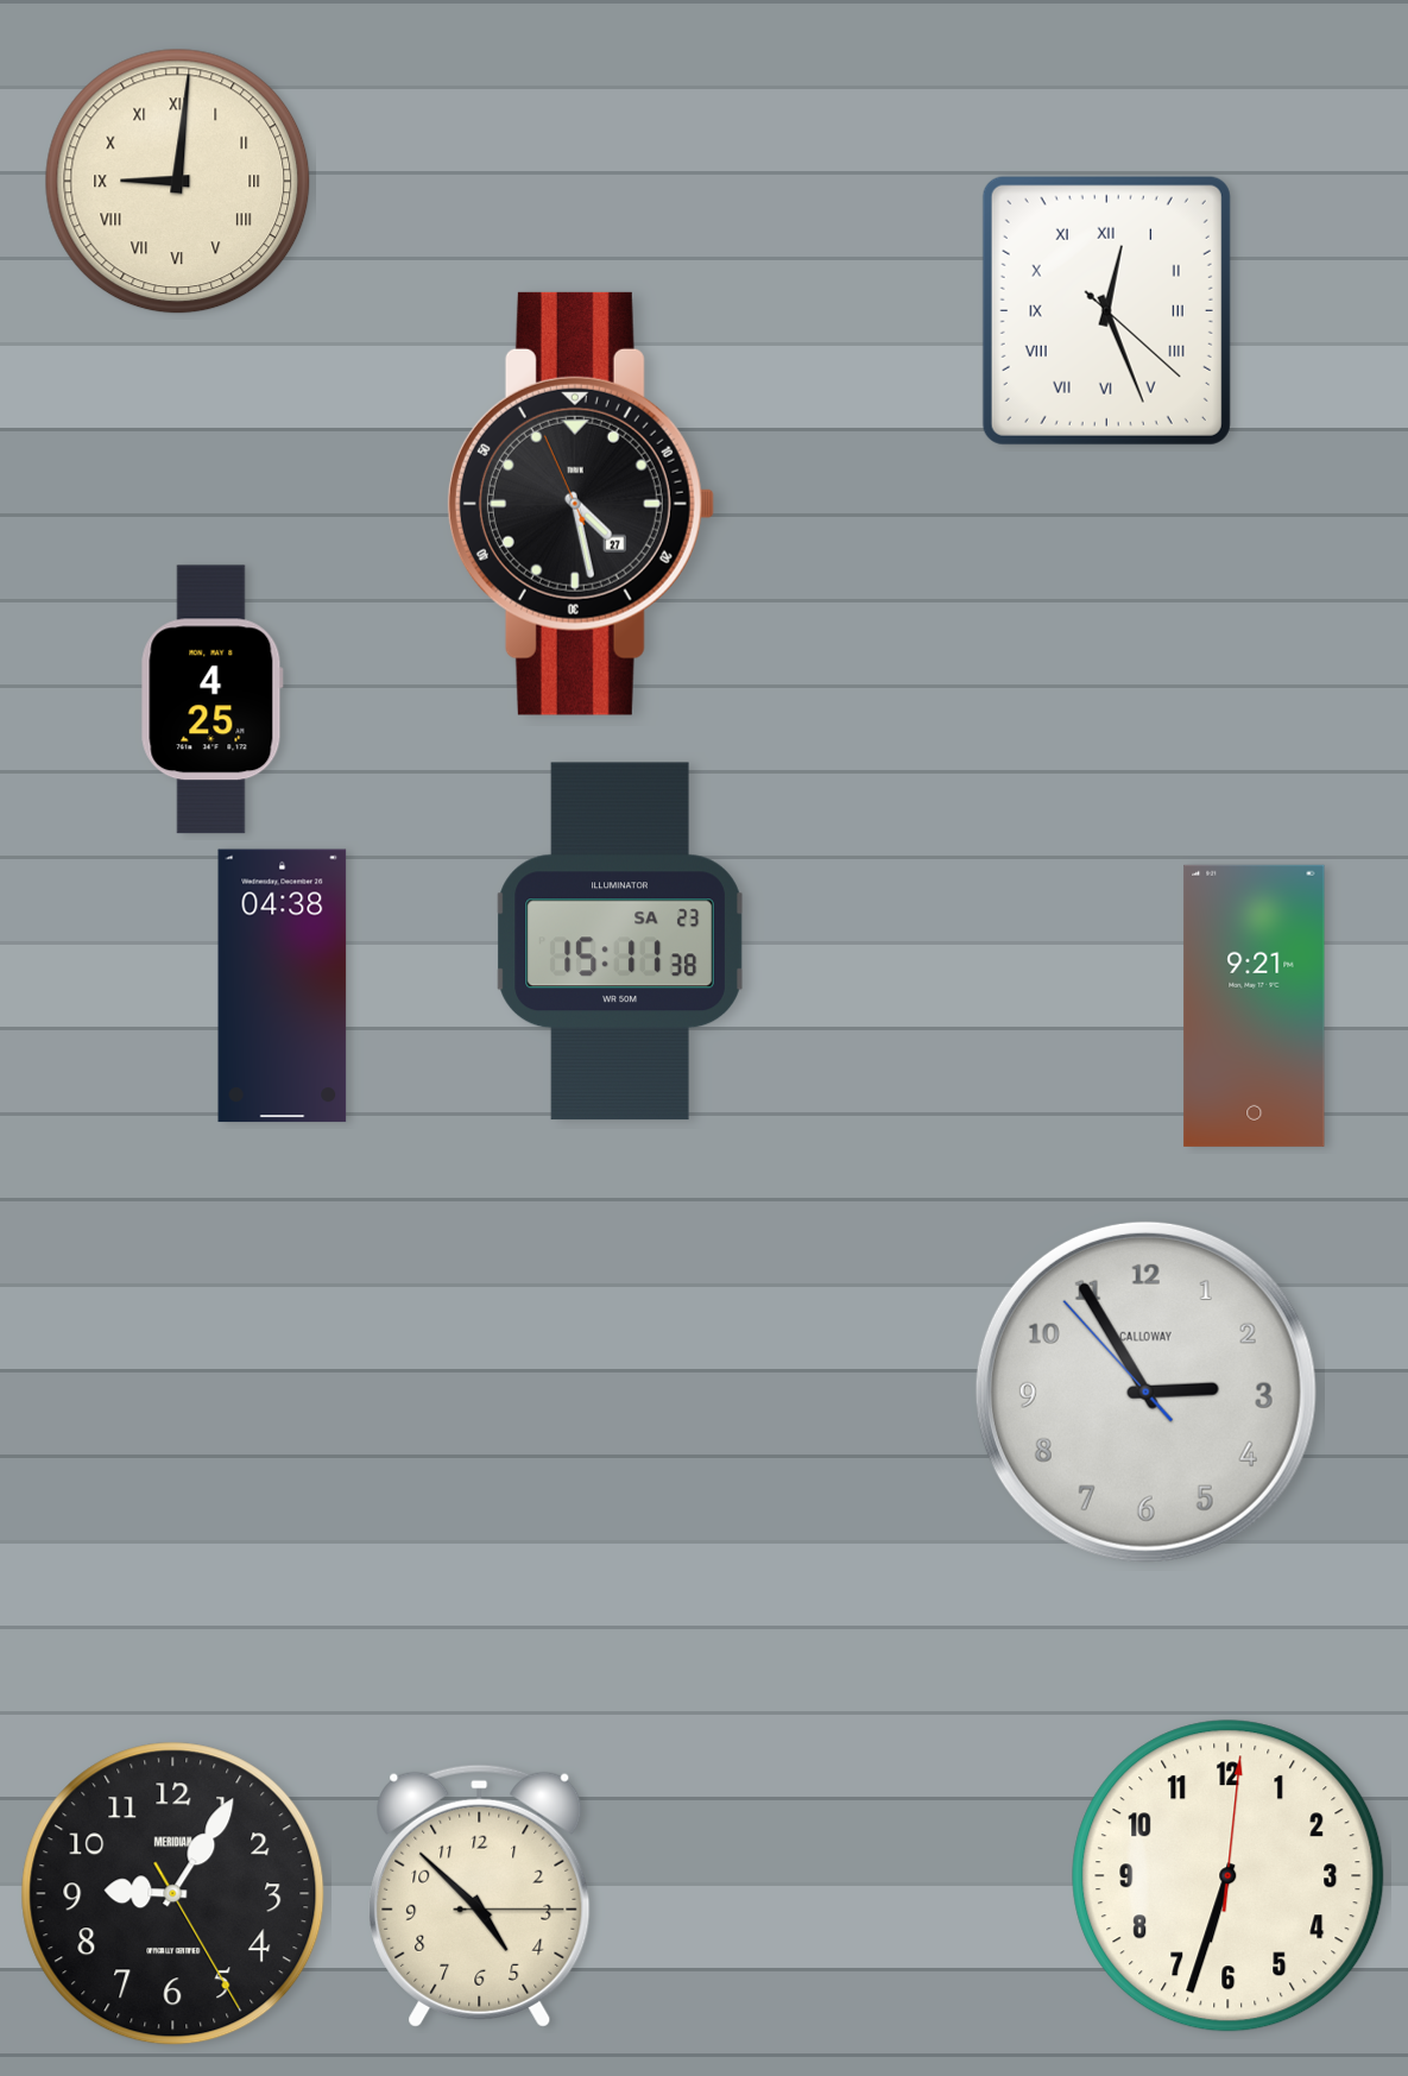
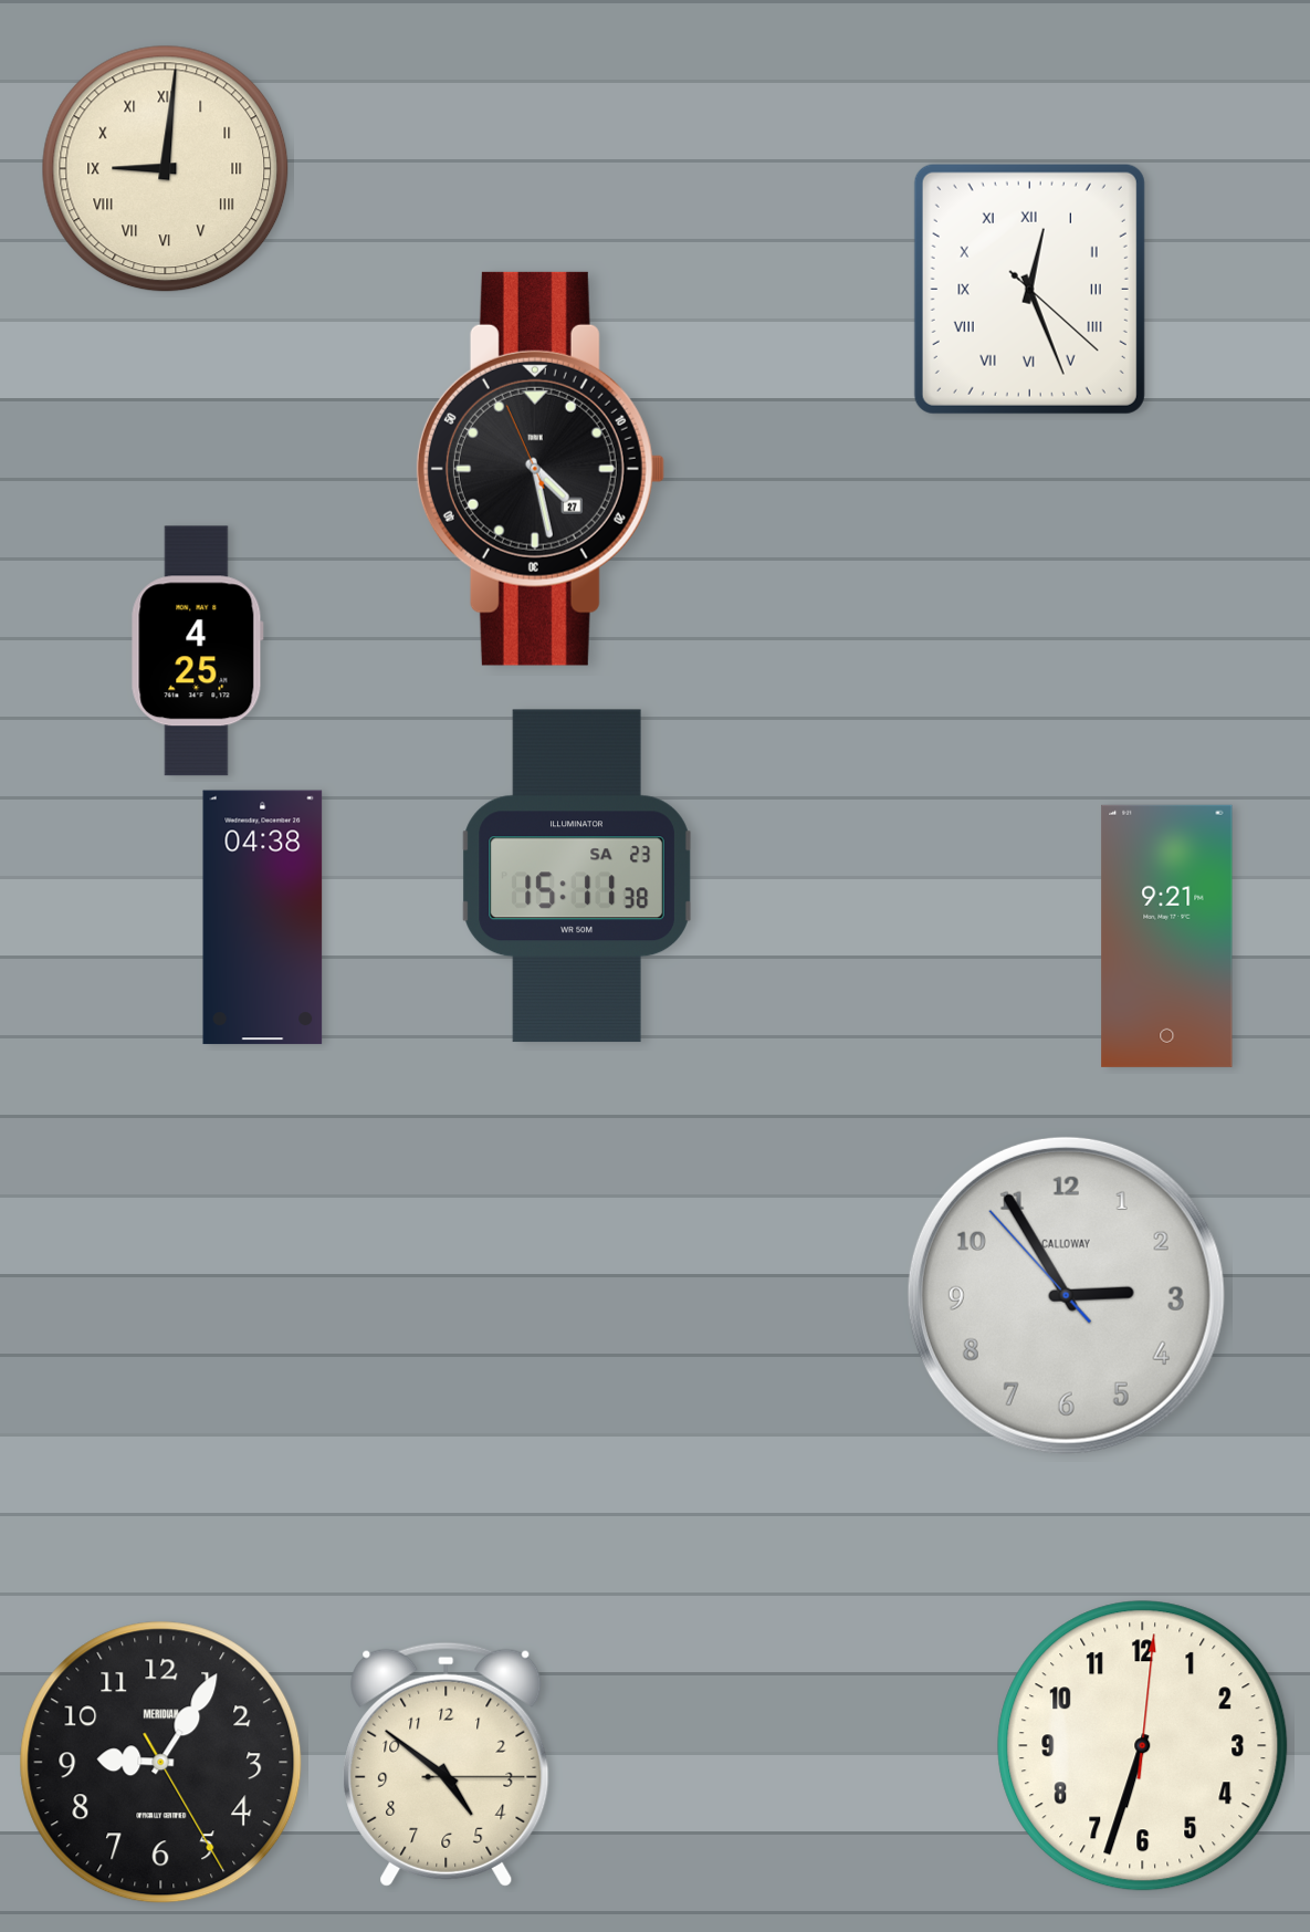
clock at (480, 1895): 4:52 -> 4:51
